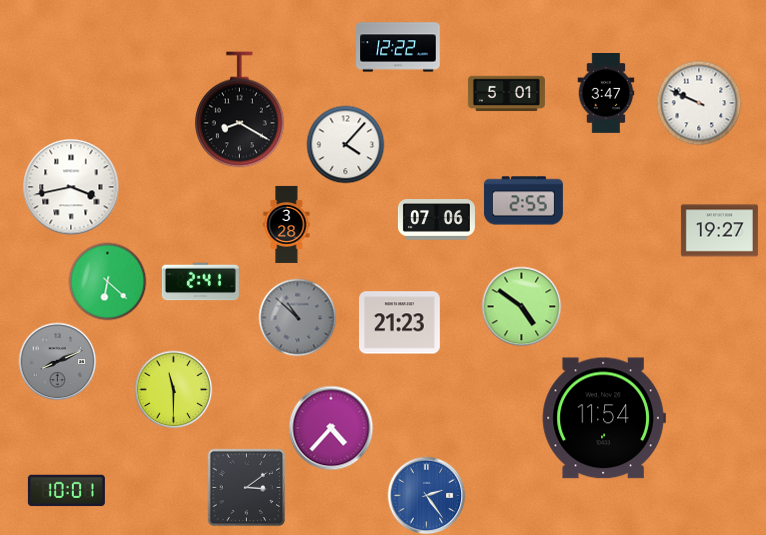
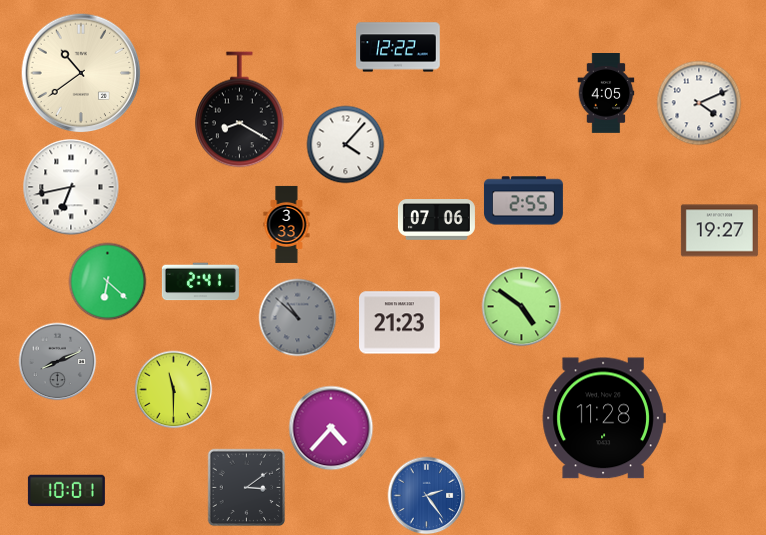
clock at (81, 73): none -> 10:39
clock at (506, 94): 5:01 -> none
clock at (606, 94): 3:47 -> 4:05
clock at (699, 103): 9:49 -> 4:11
clock at (71, 187): 3:43 -> 6:43
clock at (287, 224): 3:28 -> 3:33
clock at (604, 418): 11:54 -> 11:28
